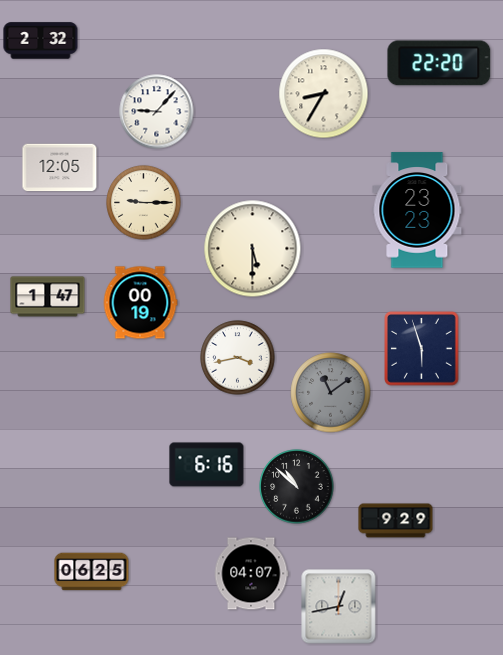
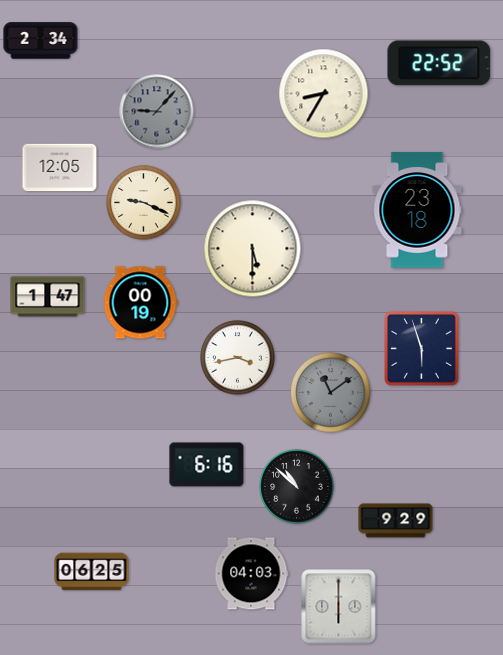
clock at (41, 41): 2:32 -> 2:34
clock at (439, 63): 22:20 -> 22:52
clock at (157, 112) dial: white -> grey
clock at (144, 203): 9:15 -> 9:19
clock at (417, 210): 23:23 -> 23:18
clock at (251, 574): 04:07 -> 04:03
clock at (339, 607): 12:43 -> 6:00
